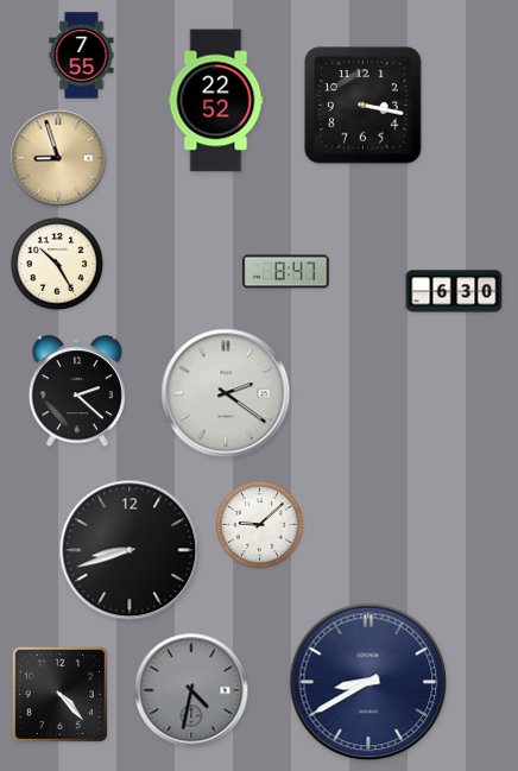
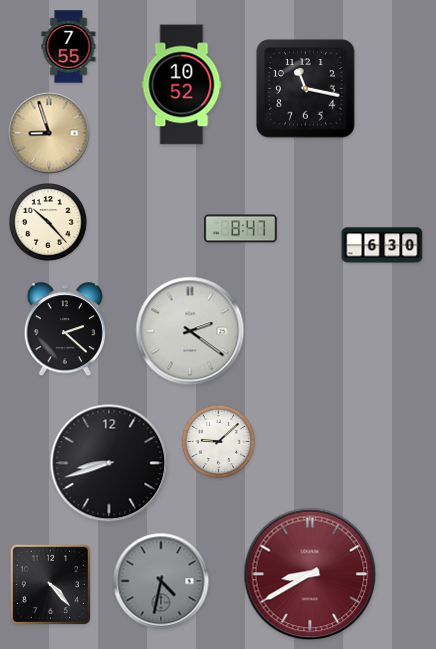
clock at (216, 101): 22:52 -> 10:52
clock at (364, 106): 3:17 -> 11:17
clock at (58, 265): 10:25 -> 10:23
clock at (368, 682) dial: navy -> burgundy
